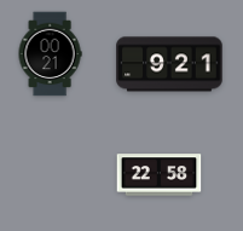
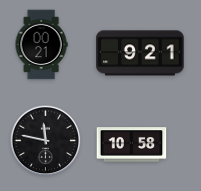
clock at (46, 141): none -> 11:47
clock at (160, 175): 22:58 -> 10:58
